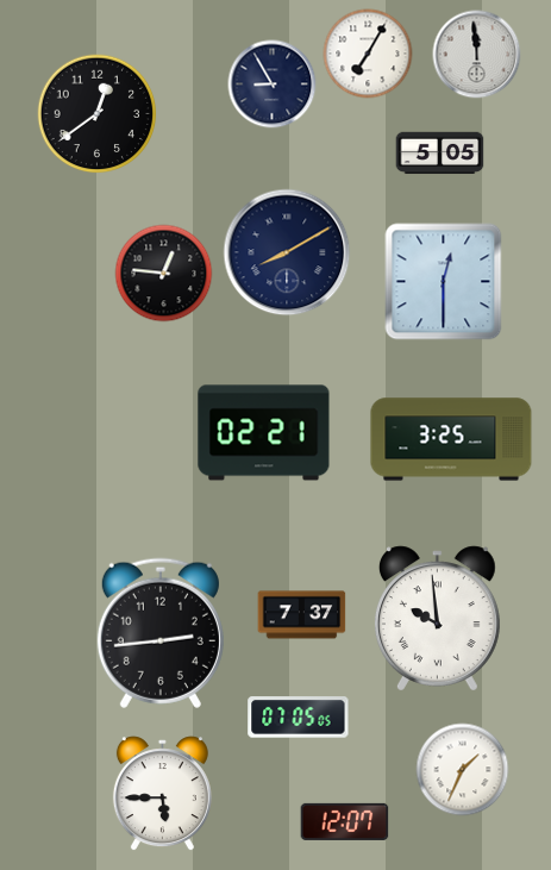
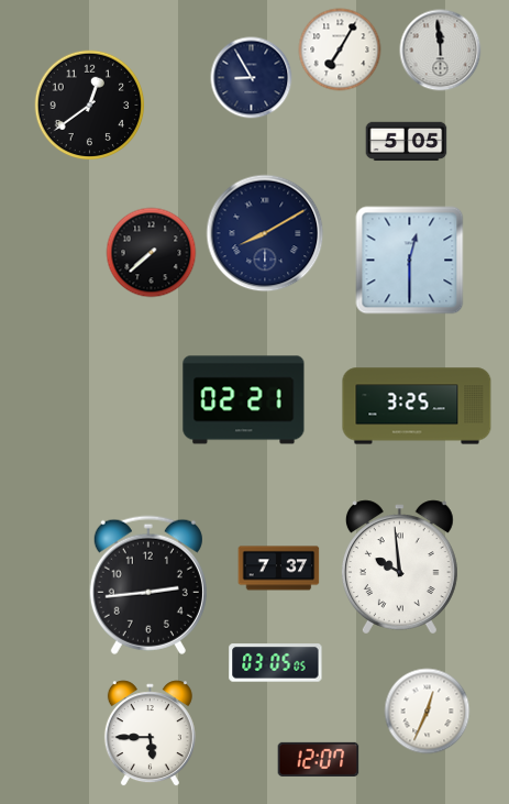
clock at (164, 274): 12:46 -> 7:38
clock at (437, 619) position: (437, 619) -> (399, 568)
clock at (299, 718): 07:05 -> 03:05
clock at (463, 770): 1:34 -> 12:34
